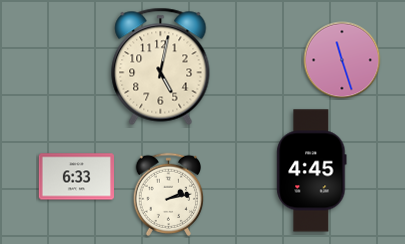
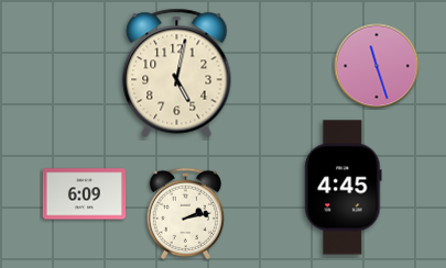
clock at (76, 177): 6:33 -> 6:09
